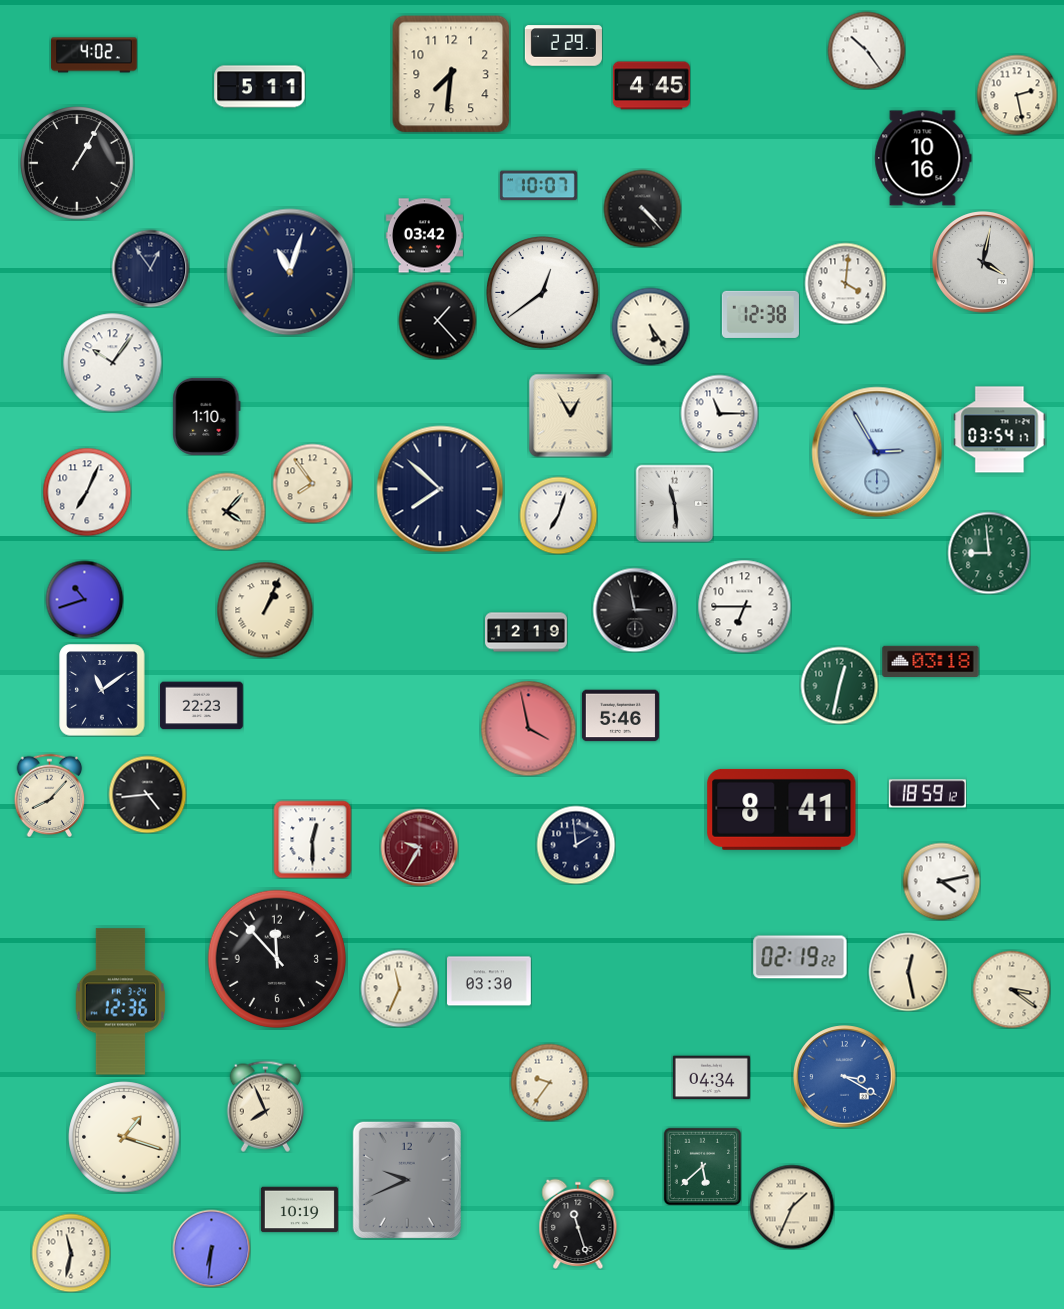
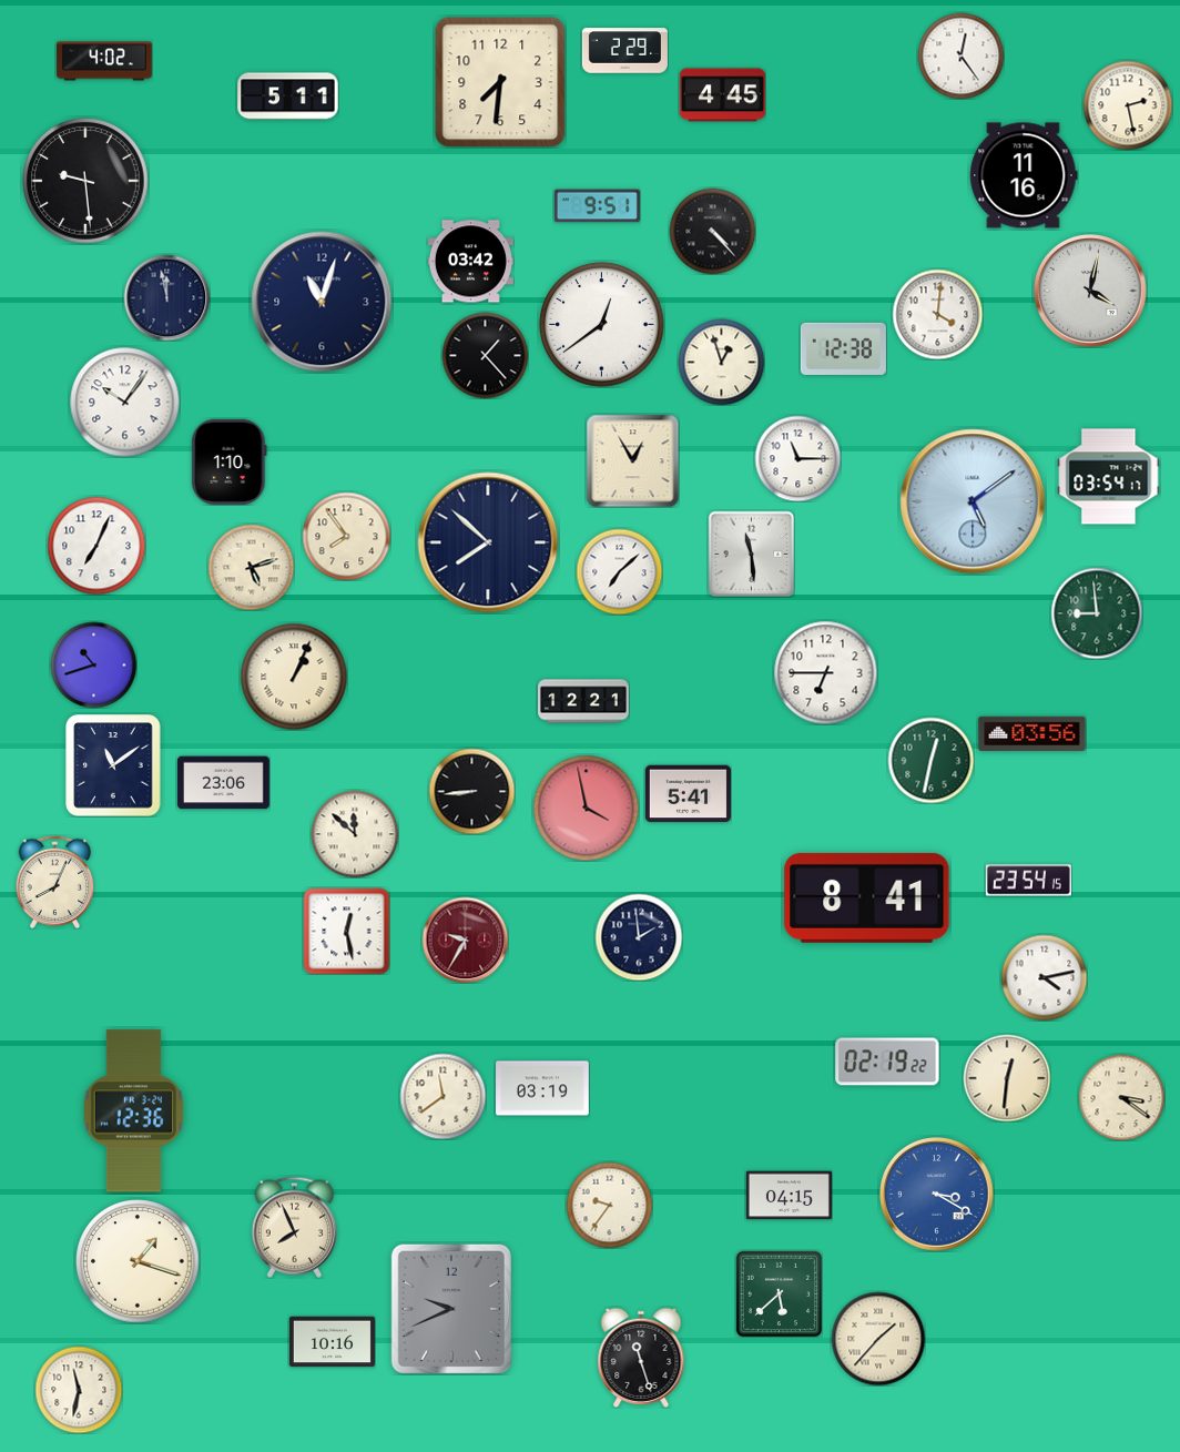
clock at (866, 50): 10:24 -> 12:24
clock at (923, 158): 10:16 -> 11:16
clock at (77, 163): 1:05 -> 9:29
clock at (538, 186): 10:07 -> 9:51
clock at (150, 268): 12:54 -> 11:58
clock at (650, 326): 5:24 -> 12:57
clock at (877, 452): 2:55 -> 5:09
clock at (674, 503) position: (674, 503) -> (751, 554)
clock at (226, 511): 4:07 -> 5:12
clock at (558, 515): 7:03 -> 7:08
clock at (635, 610): 2:58 -> none
clock at (527, 632): 12:19 -> 12:21
clock at (931, 662): 03:18 -> 03:56
clock at (202, 706): 22:23 -> 23:06
clock at (471, 791): none -> 8:44
clock at (620, 716): 5:46 -> 5:41
clock at (355, 834): none -> 11:52
clock at (147, 794): 4:44 -> none
clock at (927, 794): 18:59 -> 23:54
clock at (50, 795): 8:07 -> 8:04
clock at (312, 839): 12:30 -> 12:28
clock at (276, 958): 11:53 -> none
clock at (908, 972): 12:28 -> 12:31
clock at (490, 981): 03:30 -> 03:19
clock at (399, 988): 11:34 -> 11:39
clock at (711, 1078): 04:34 -> 04:15
clock at (549, 1082) position: (549, 1082) -> (609, 1205)
clock at (792, 1207): 1:34 -> 1:37
clock at (299, 1210): 10:19 -> 10:16
clock at (211, 1248): 6:31 -> none
